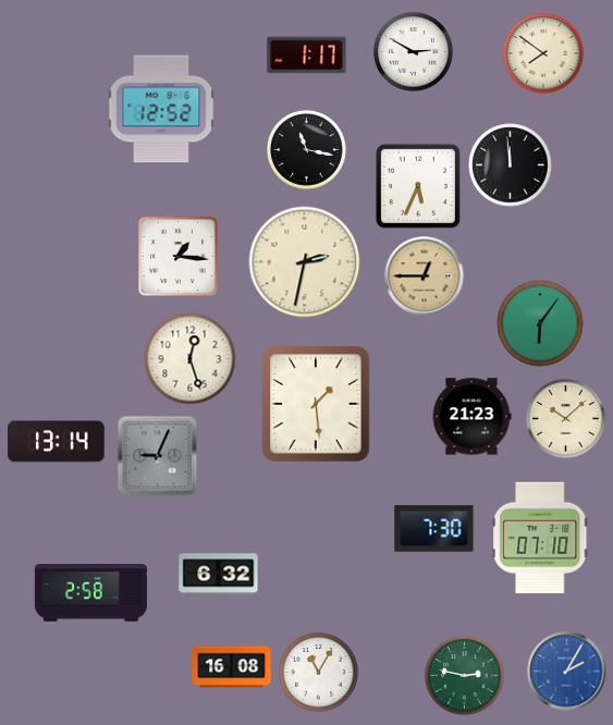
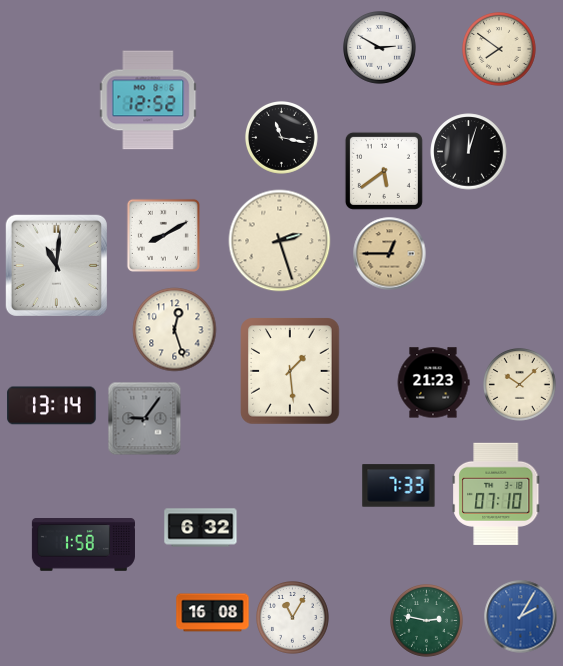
clock at (307, 56): 1:17 -> none
clock at (511, 165): 11:59 -> 12:03
clock at (418, 186): 5:34 -> 5:39
clock at (177, 256): 1:16 -> 8:10
clock at (305, 262): 2:32 -> 2:27
clock at (56, 265): none -> 11:01
clock at (540, 323): 6:06 -> none
clock at (158, 456): 9:04 -> 9:06
clock at (434, 529): 7:30 -> 7:33
clock at (90, 593): 2:58 -> 1:58
